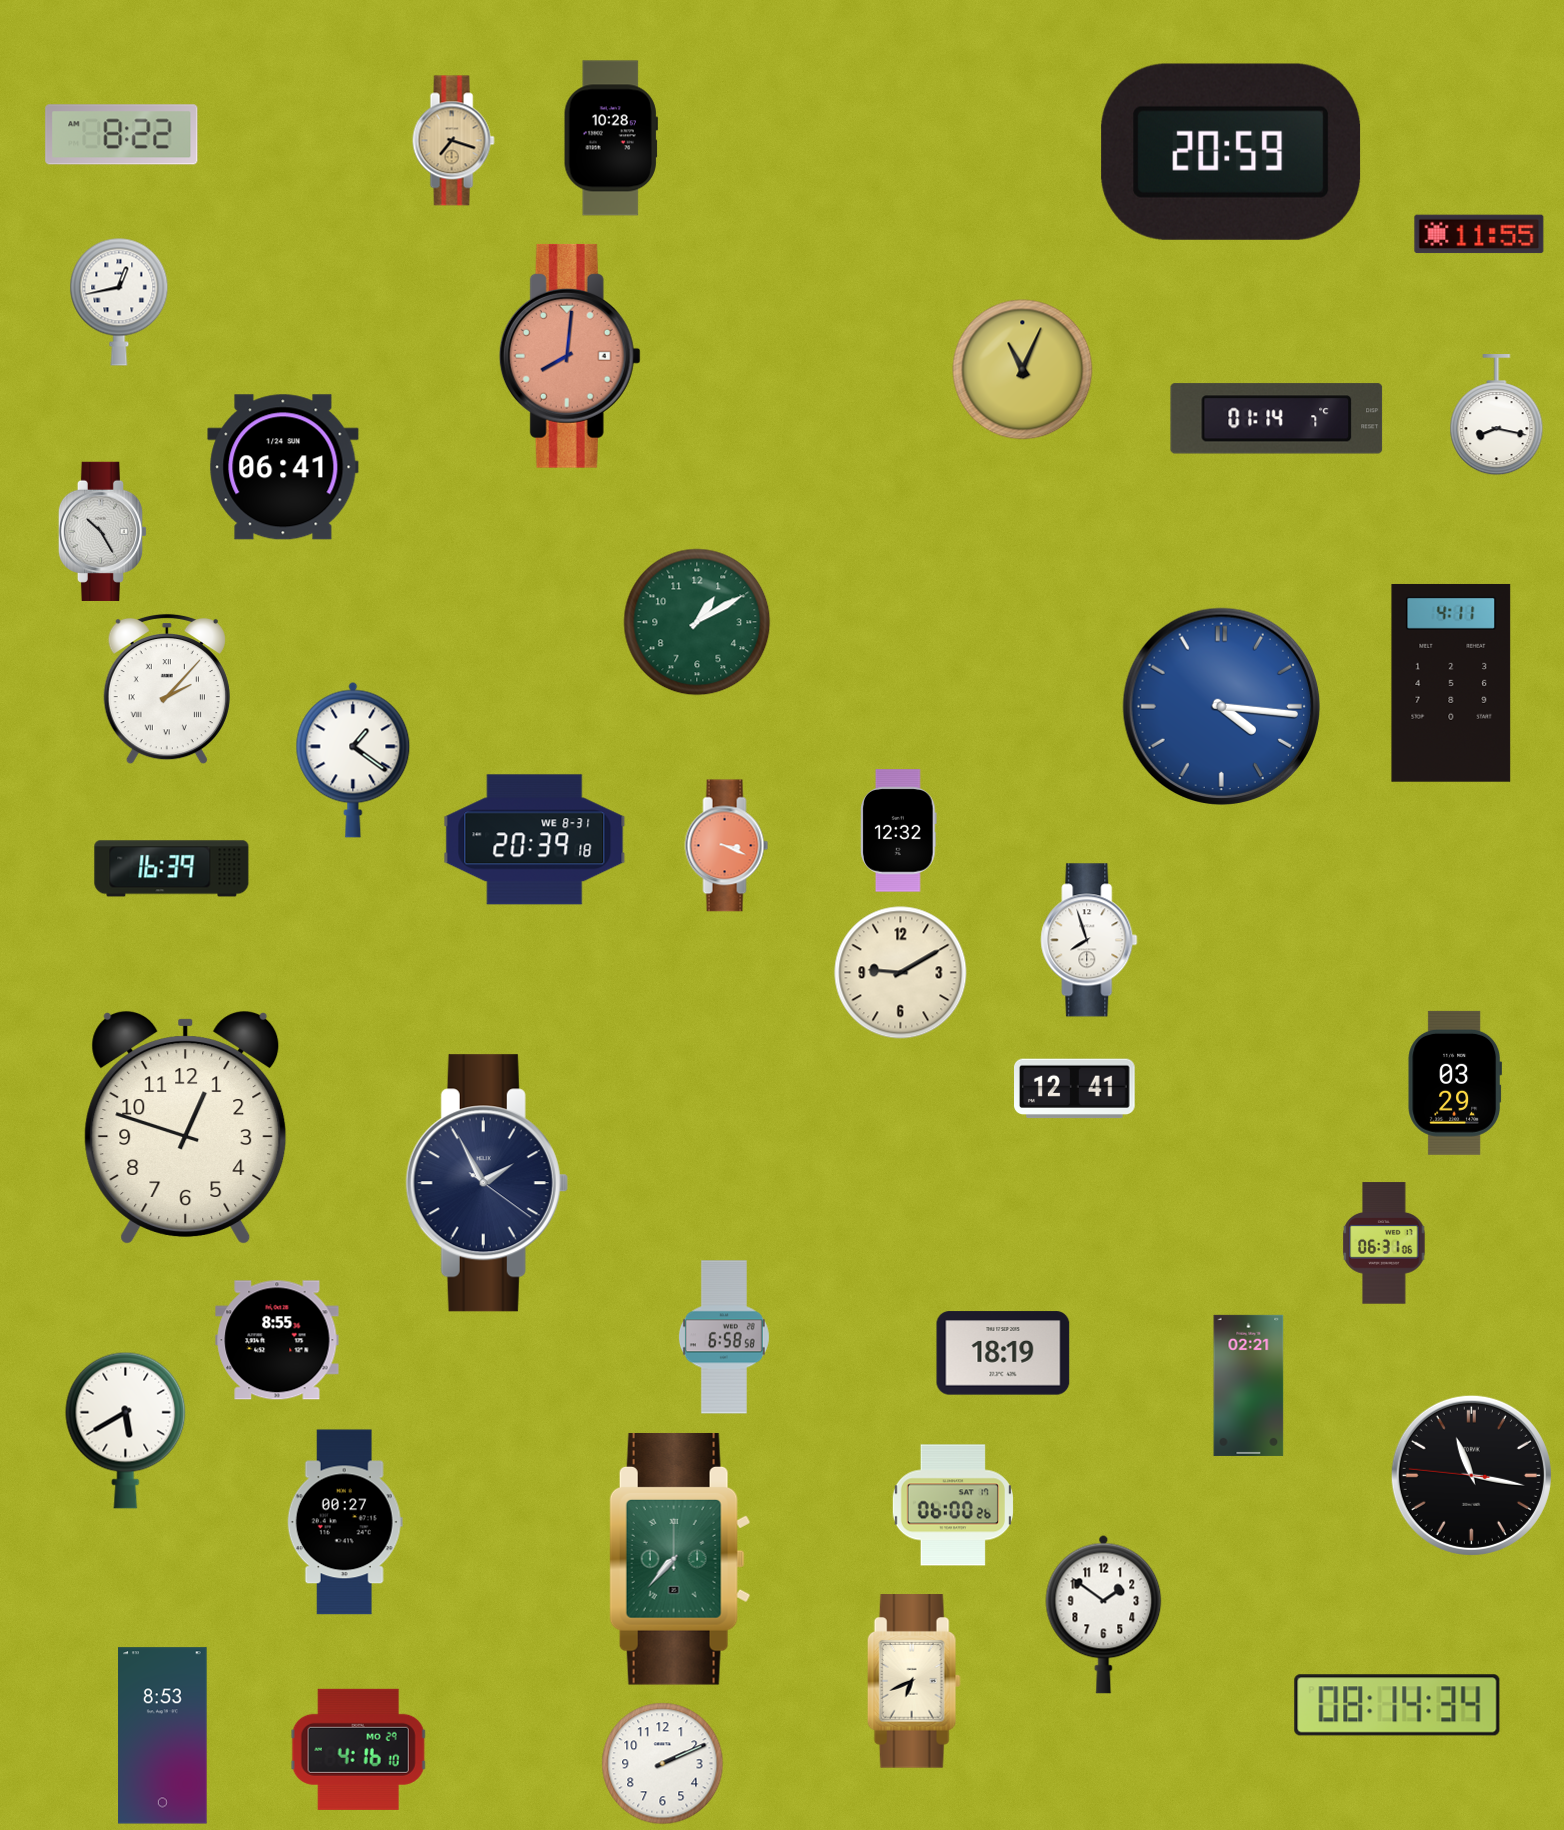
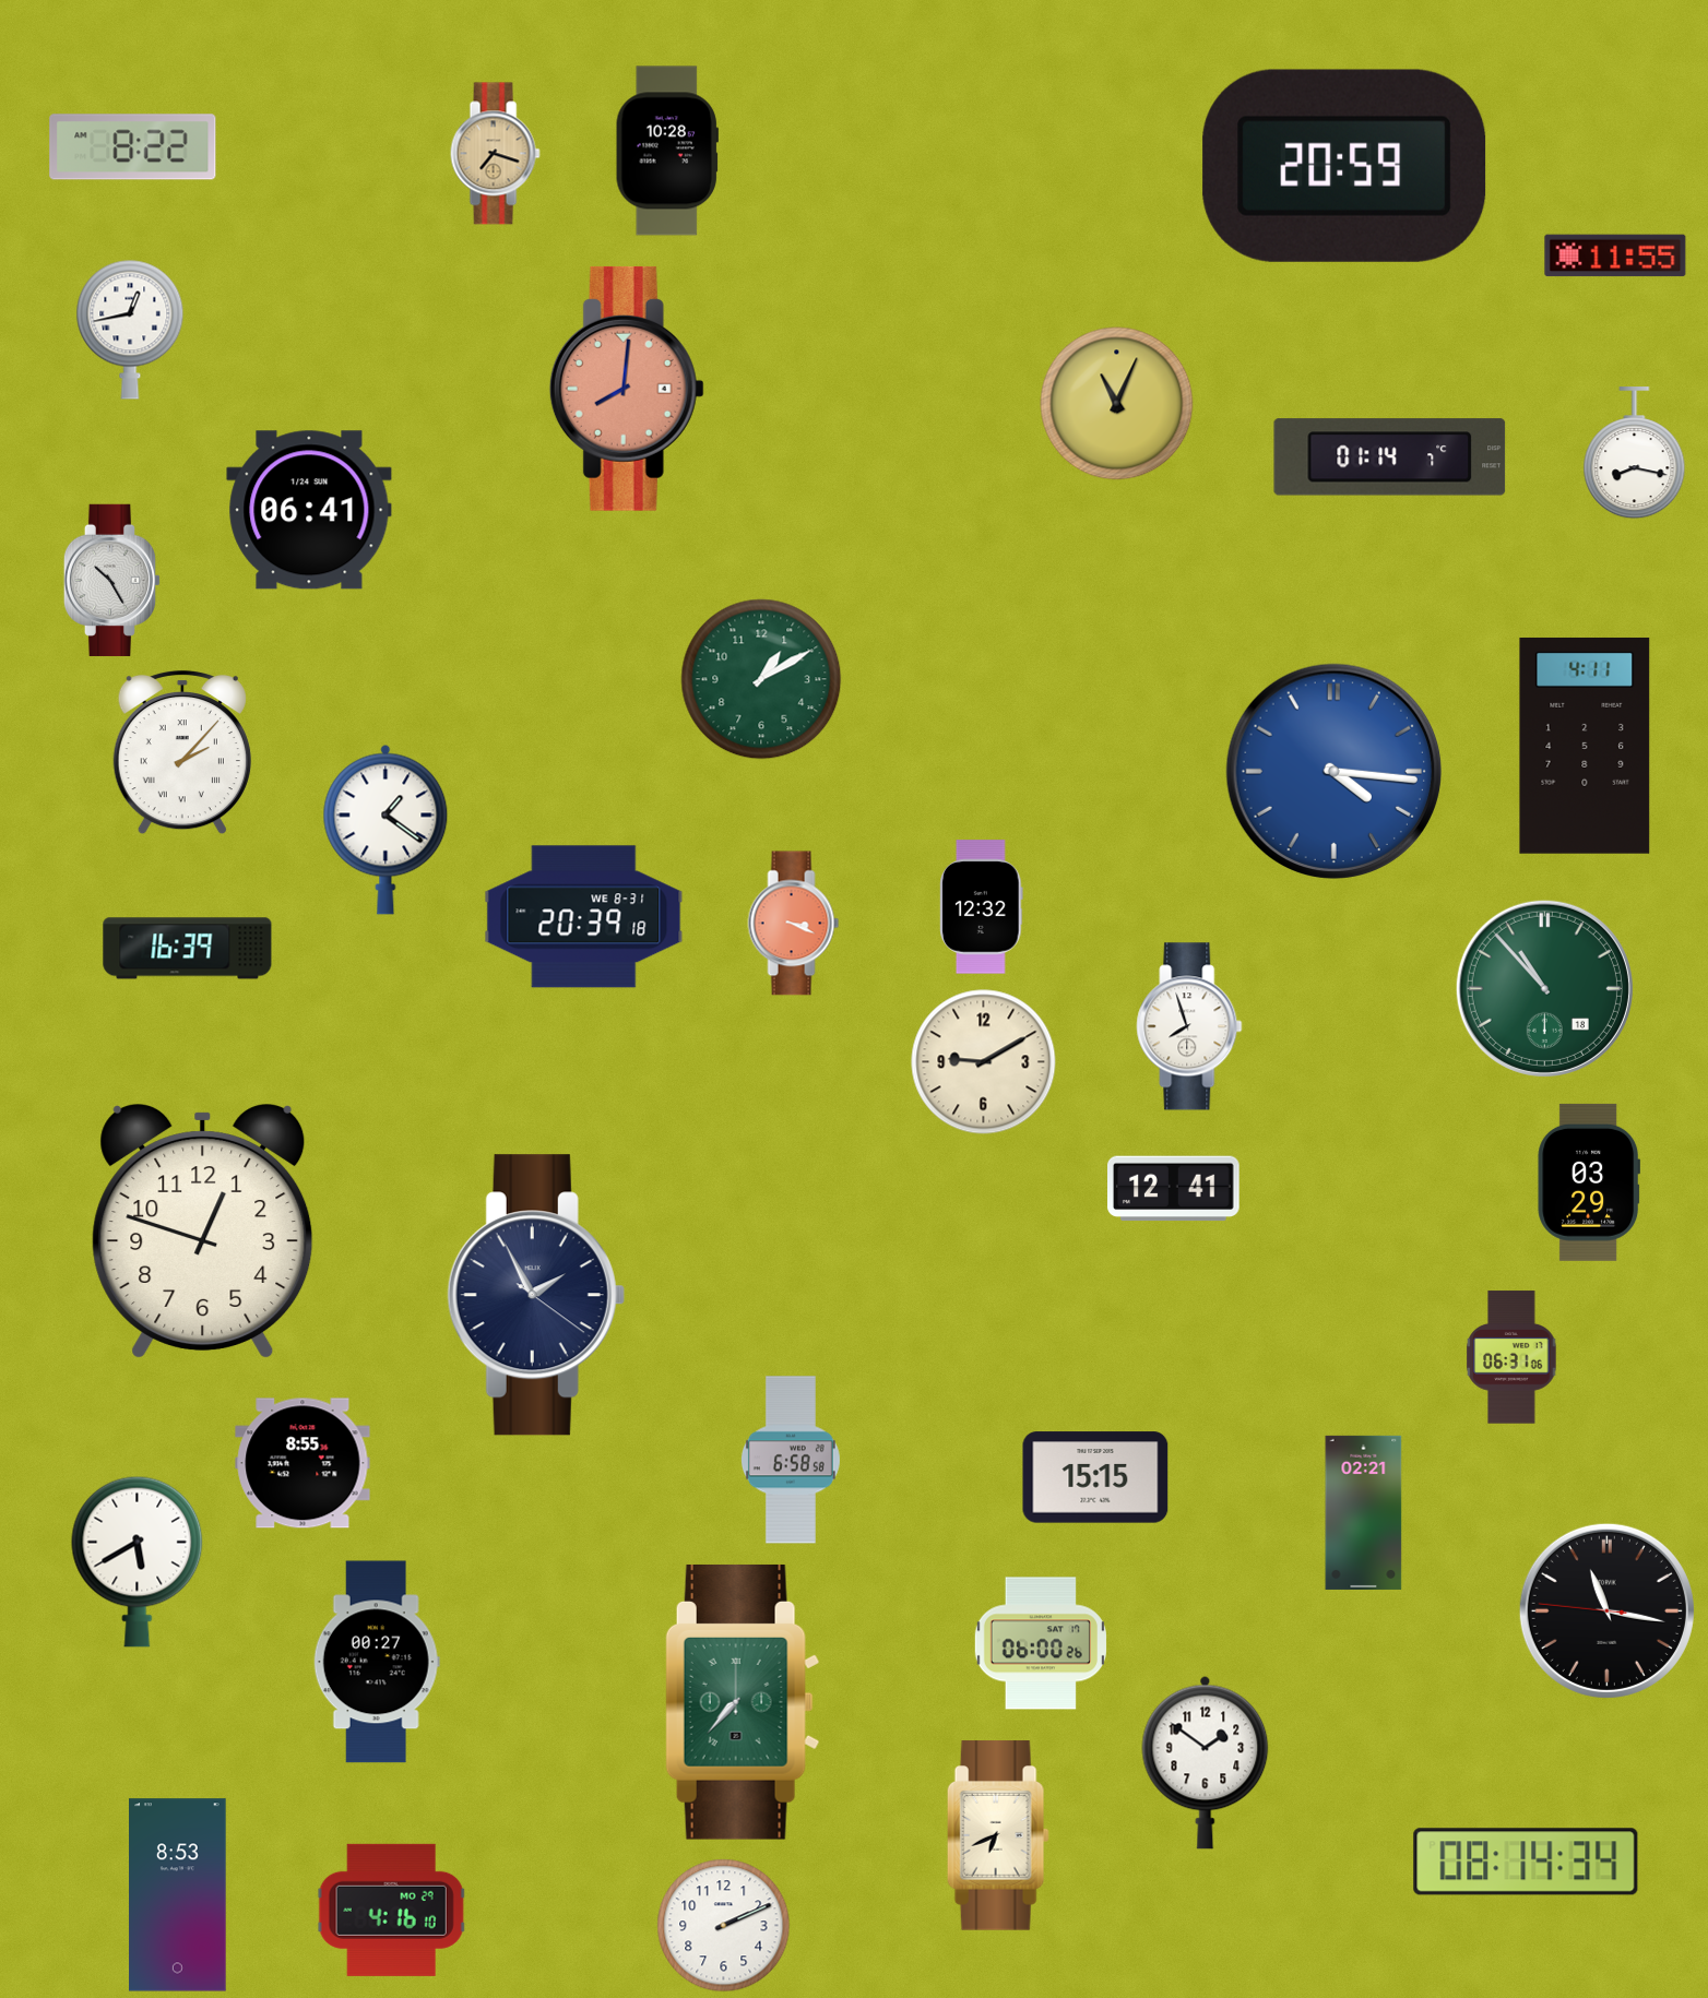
clock at (570, 356) position: (570, 356) -> (627, 389)
clock at (1277, 419) position: (1277, 419) -> (1390, 457)
clock at (1544, 988): none -> 10:53
clock at (487, 1183) position: (487, 1183) -> (536, 1295)
clock at (1003, 1353): 18:19 -> 15:15
